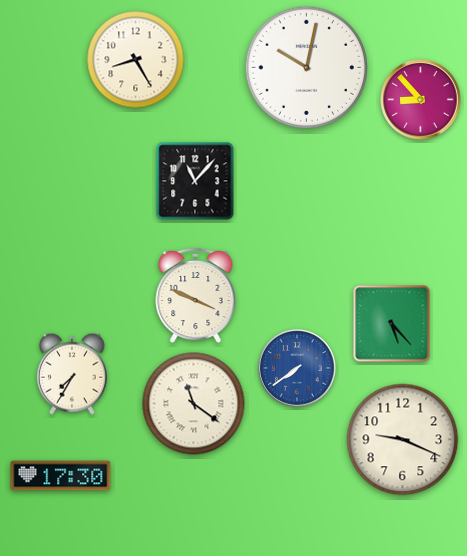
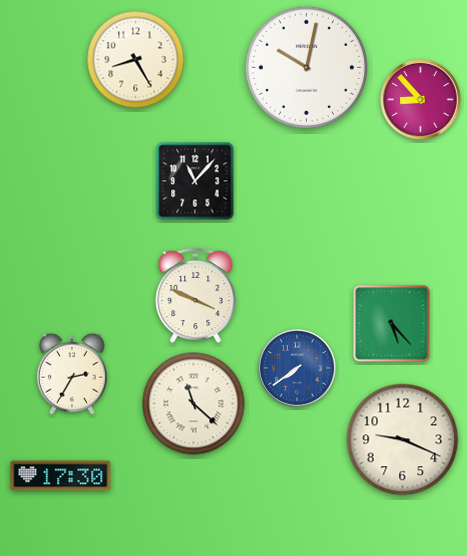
clock at (72, 374): 7:35 -> 2:35
clock at (194, 404): 11:21 -> 11:22
